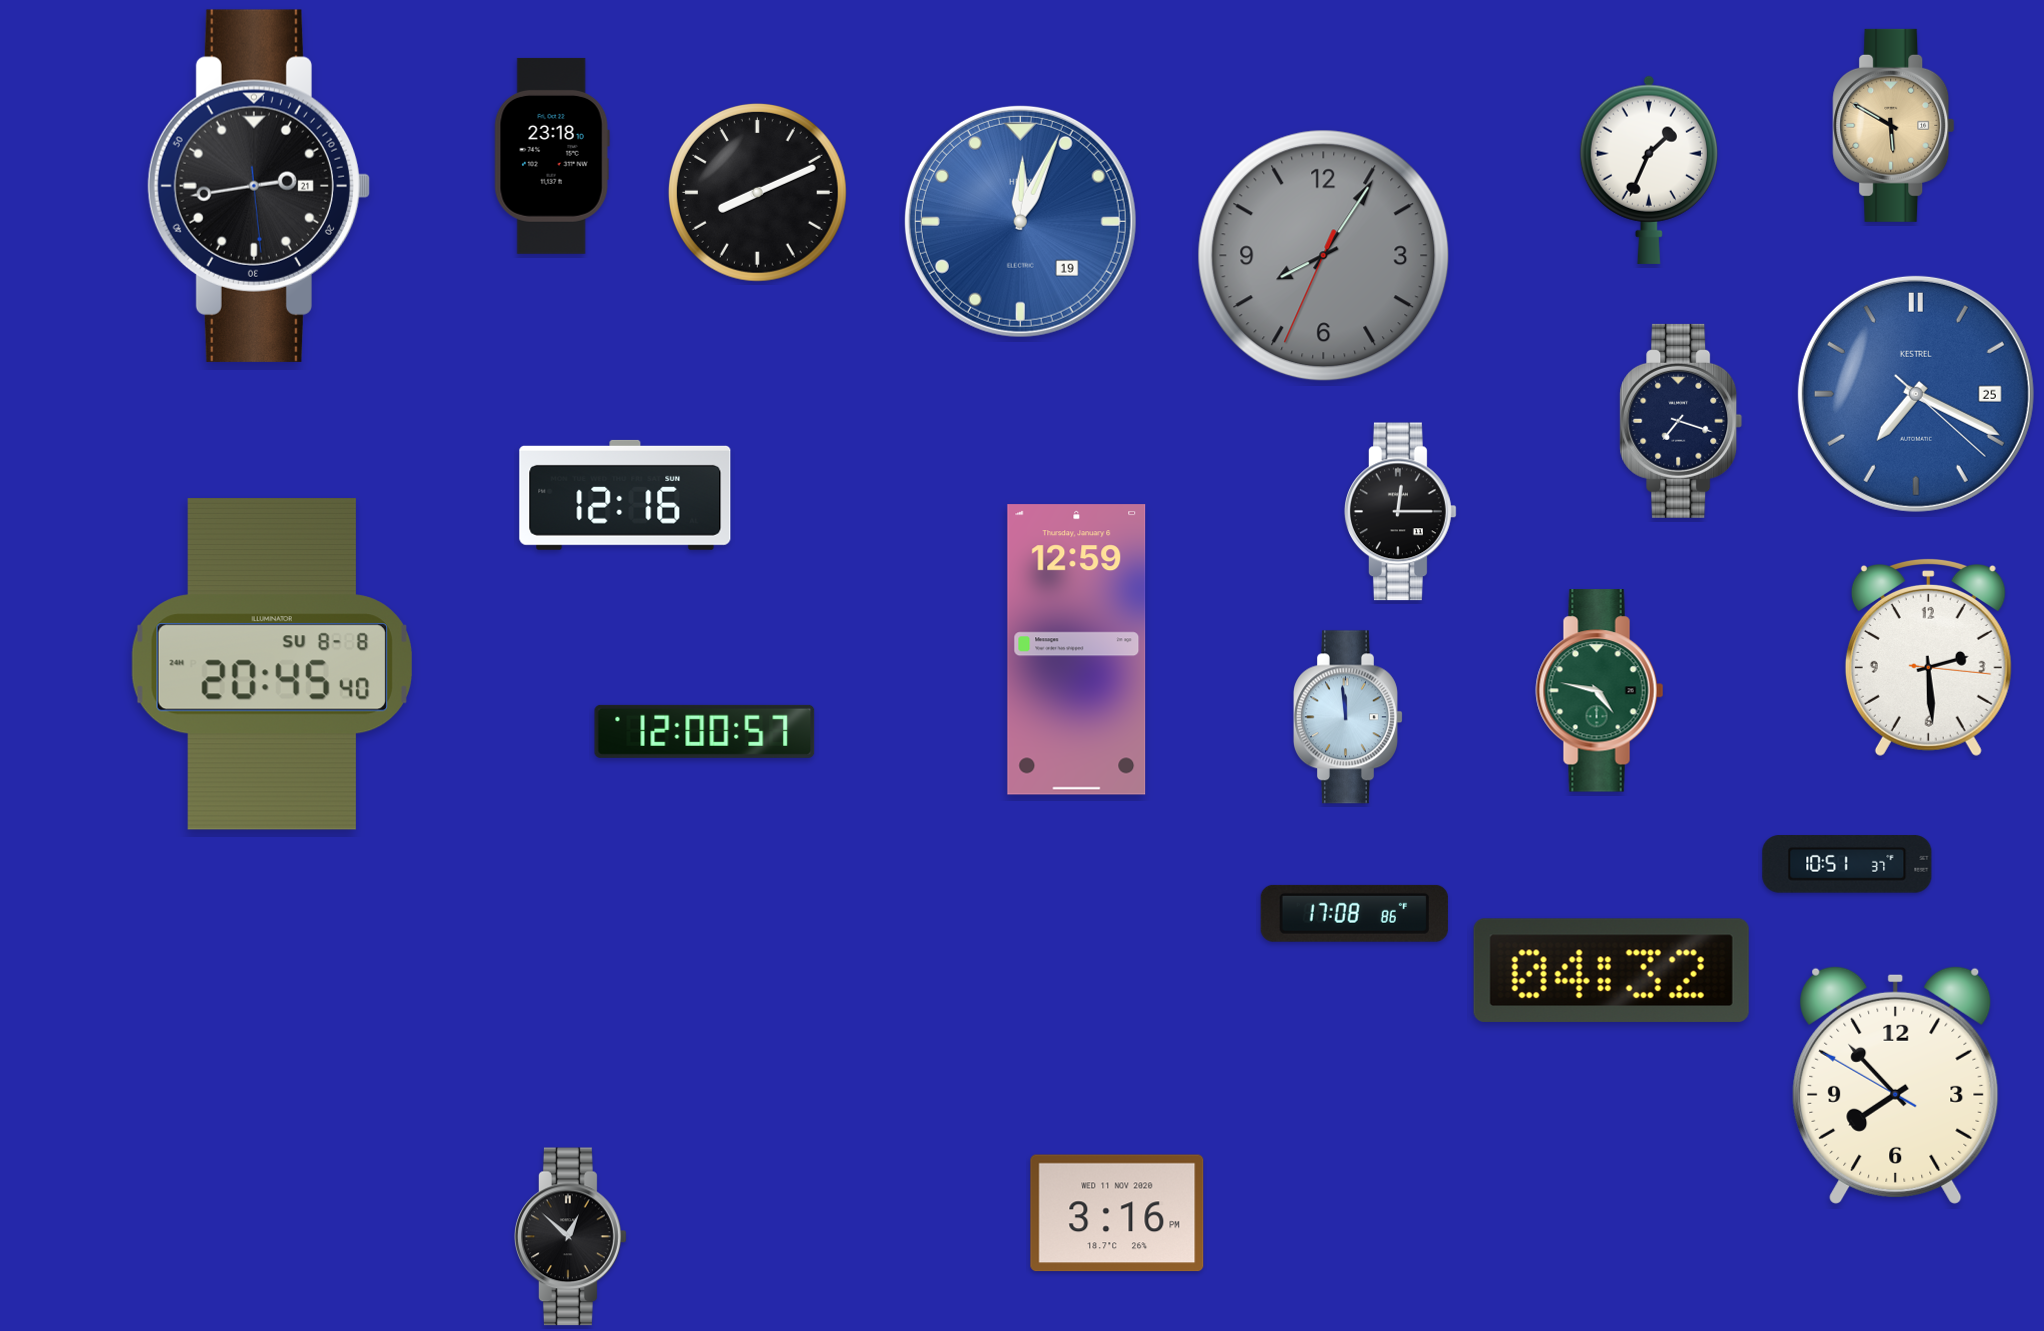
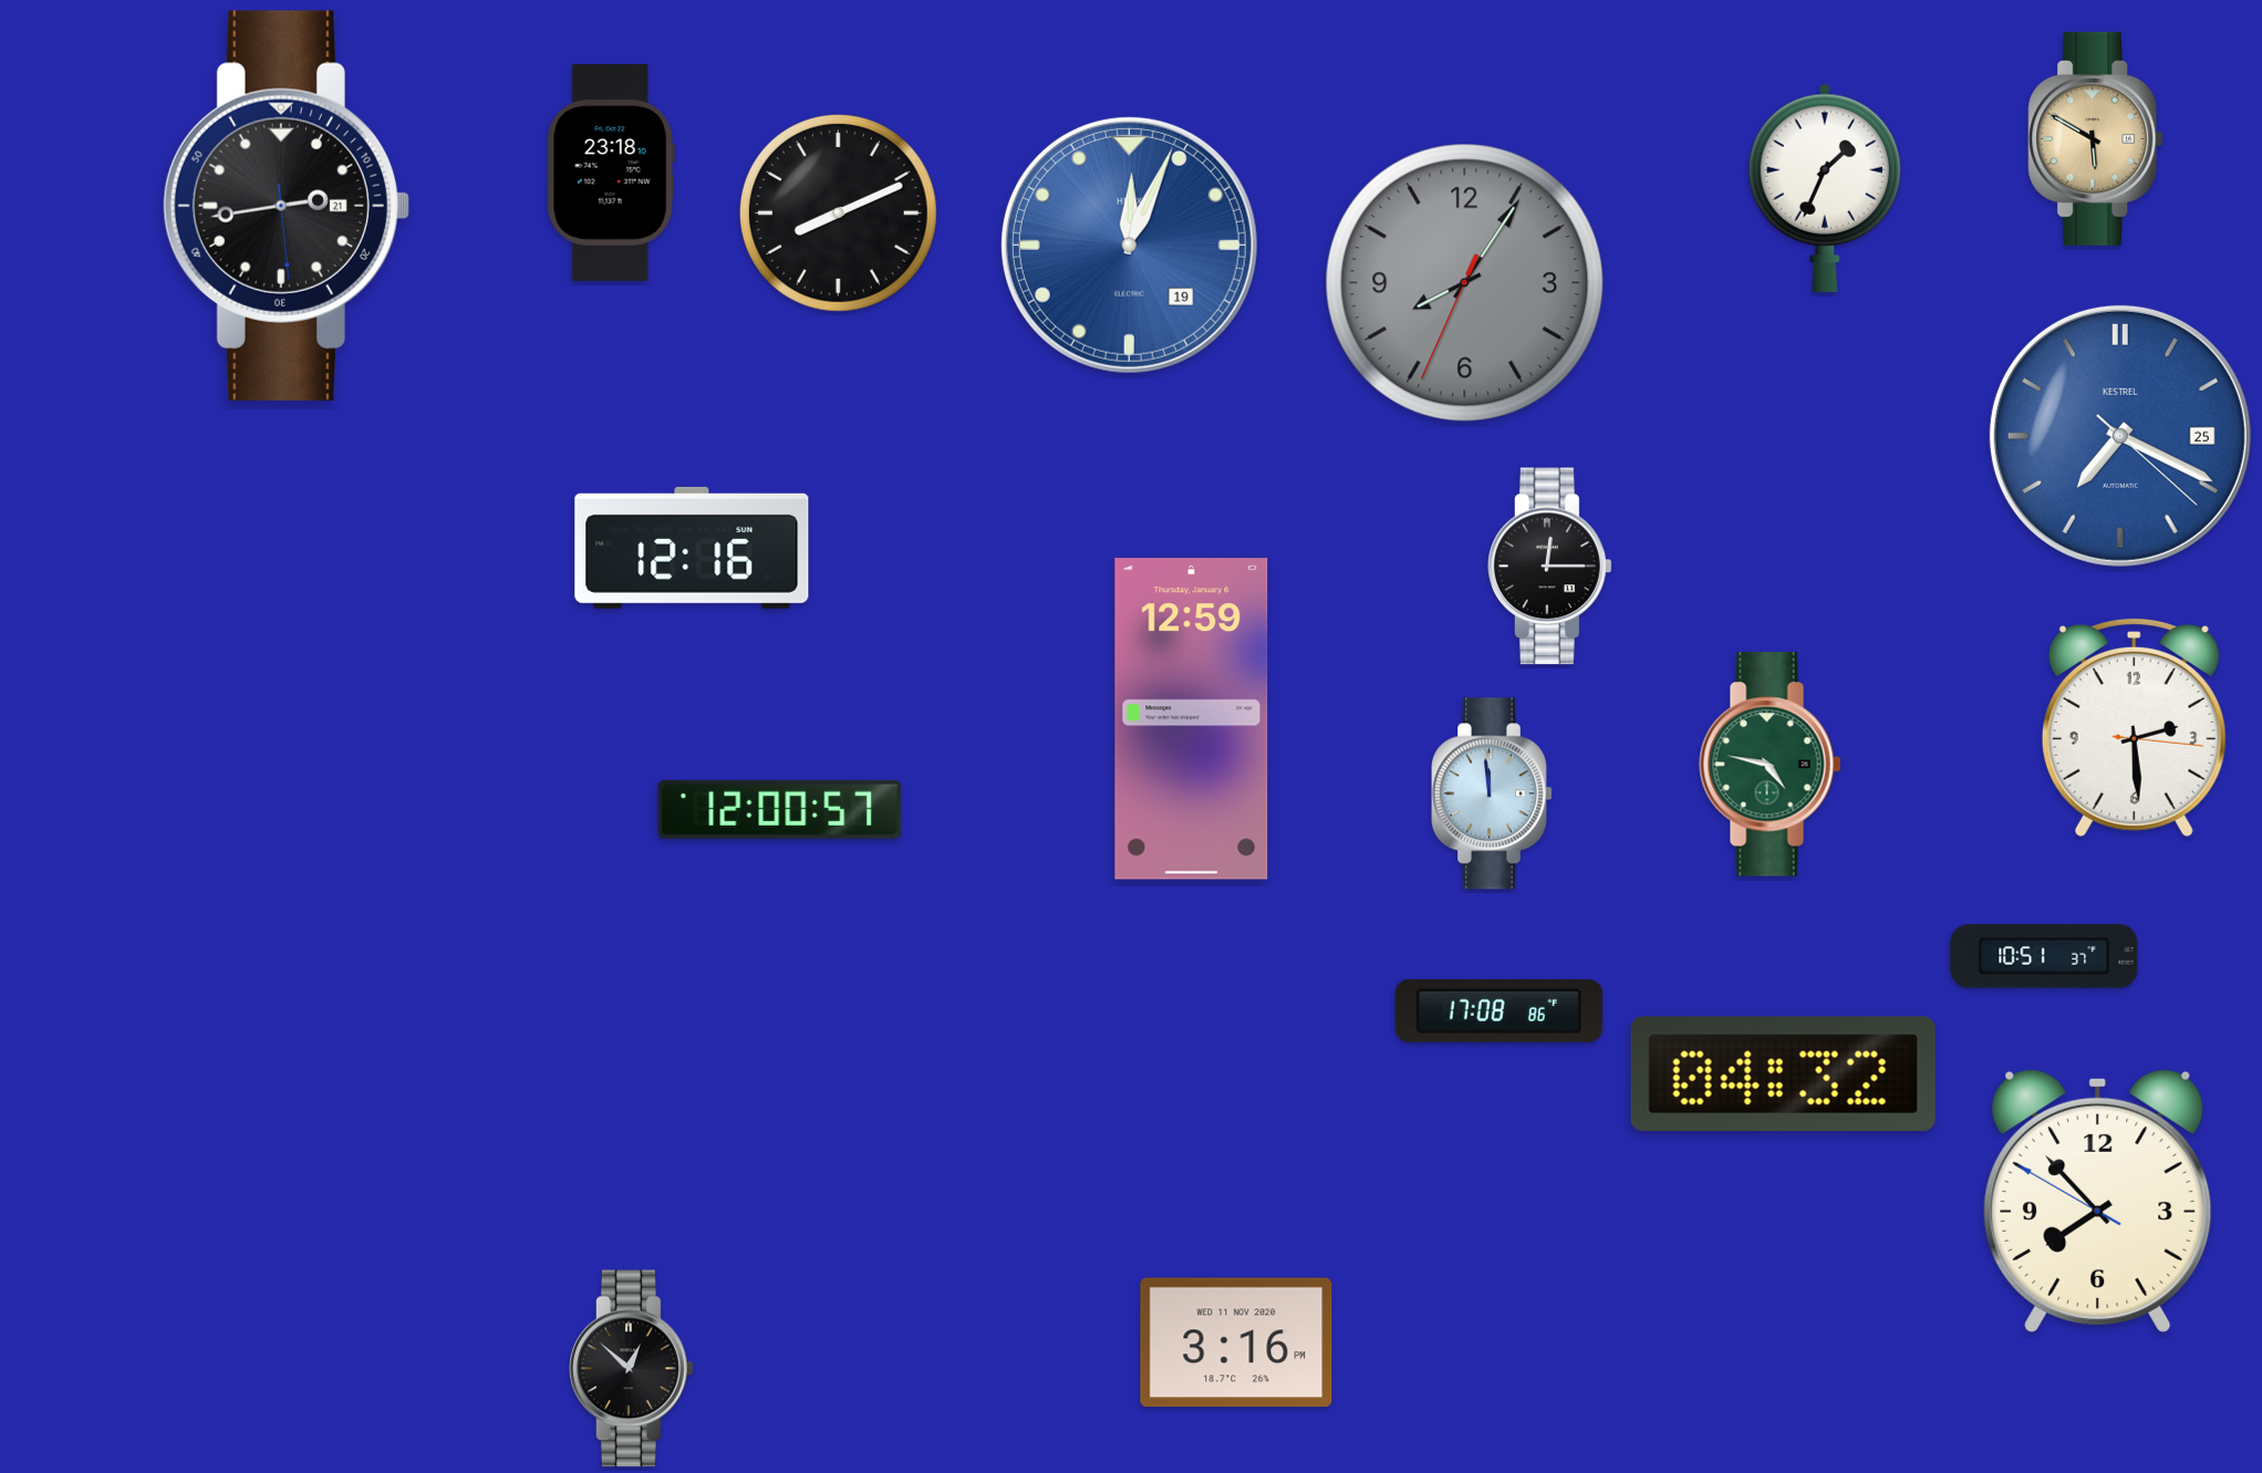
clock at (1681, 421): 7:18 -> none
clock at (272, 665): 20:45 -> none
